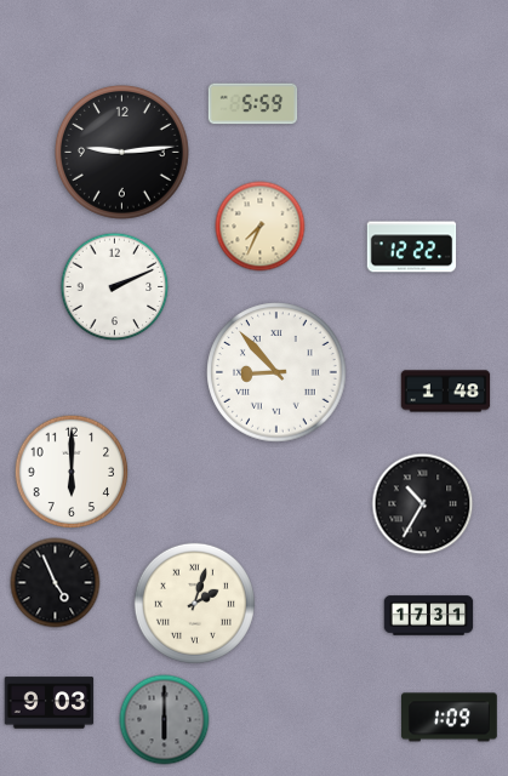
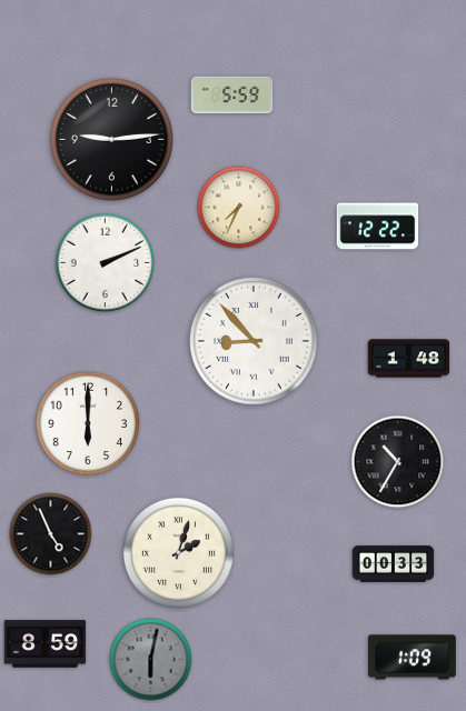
clock at (72, 472) position: (72, 472) -> (88, 423)
clock at (423, 504) position: (423, 504) -> (398, 462)
clock at (429, 616): 17:31 -> 00:33
clock at (50, 703): 9:03 -> 8:59
clock at (165, 720): 6:00 -> 6:02
